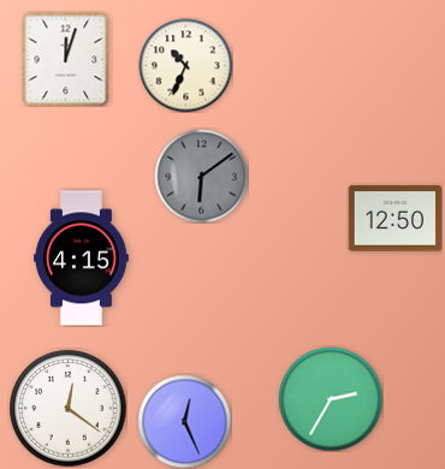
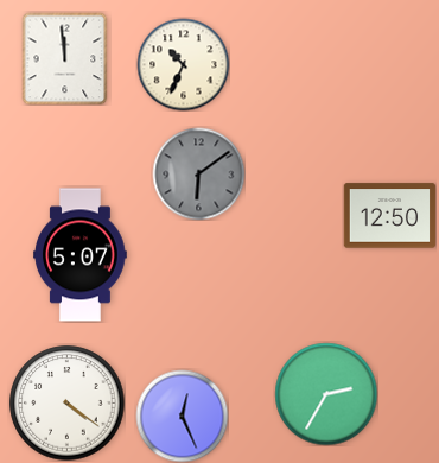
clock at (66, 59): 12:03 -> 11:59
clock at (82, 259): 4:15 -> 5:07
clock at (69, 409): 12:21 -> 4:21
